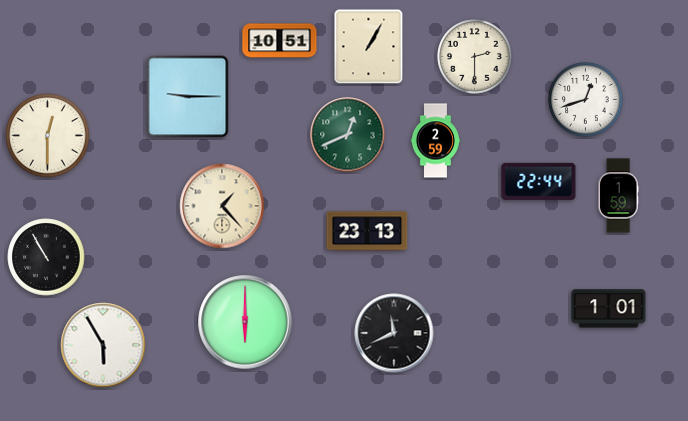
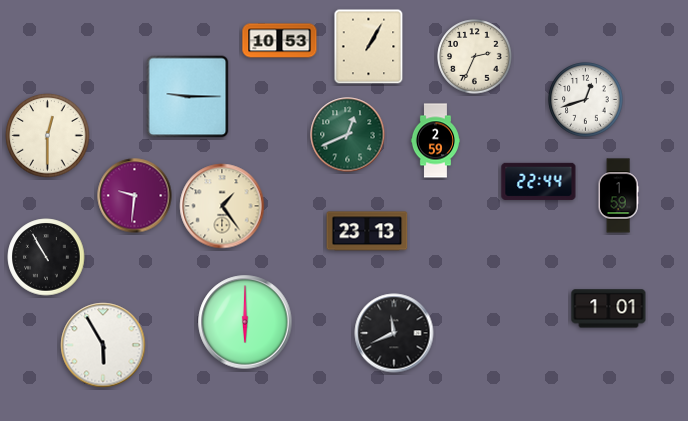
clock at (280, 41): 10:51 -> 10:53
clock at (475, 57): 2:30 -> 2:34
clock at (135, 196): none -> 9:31
clock at (222, 206): 1:23 -> 1:24
